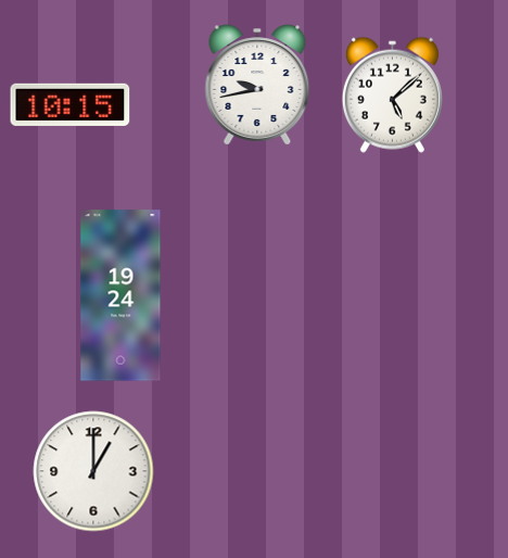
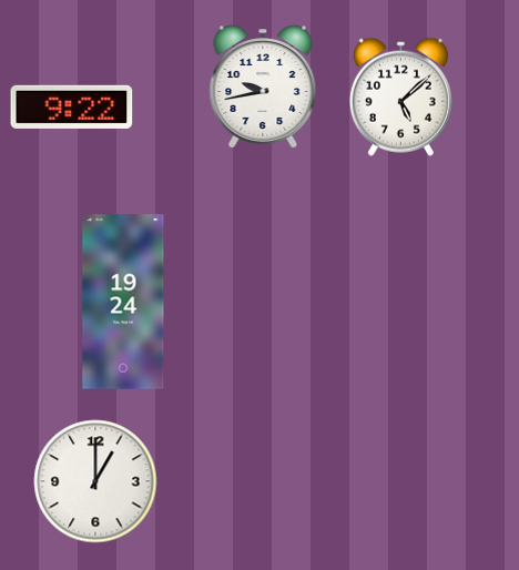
clock at (71, 104): 10:15 -> 9:22
